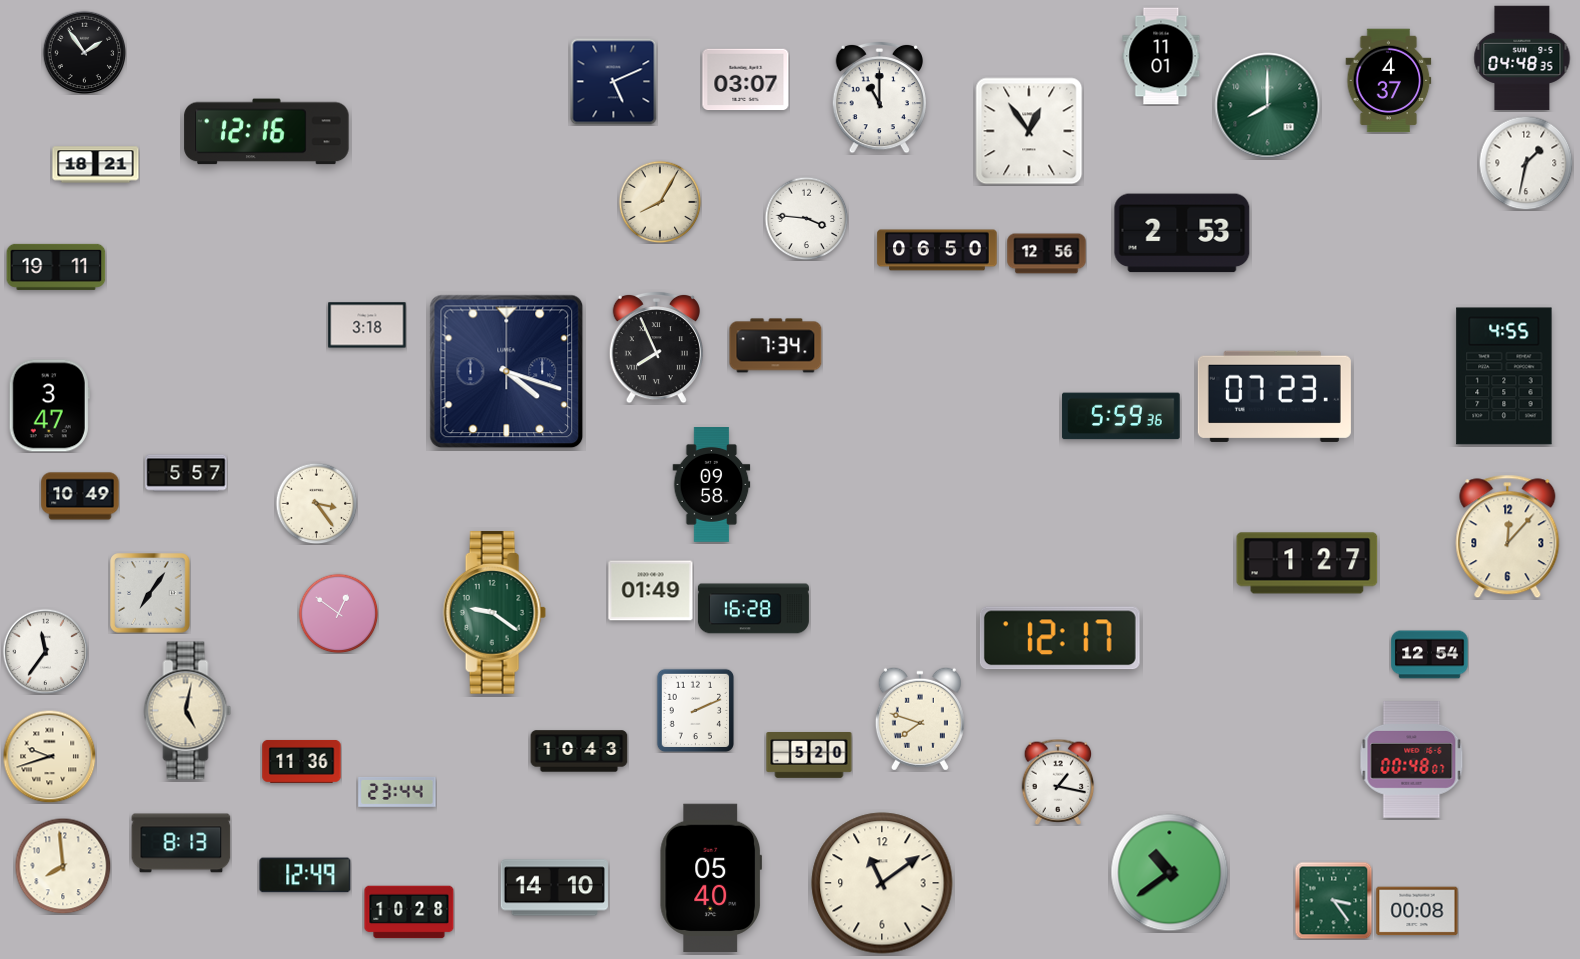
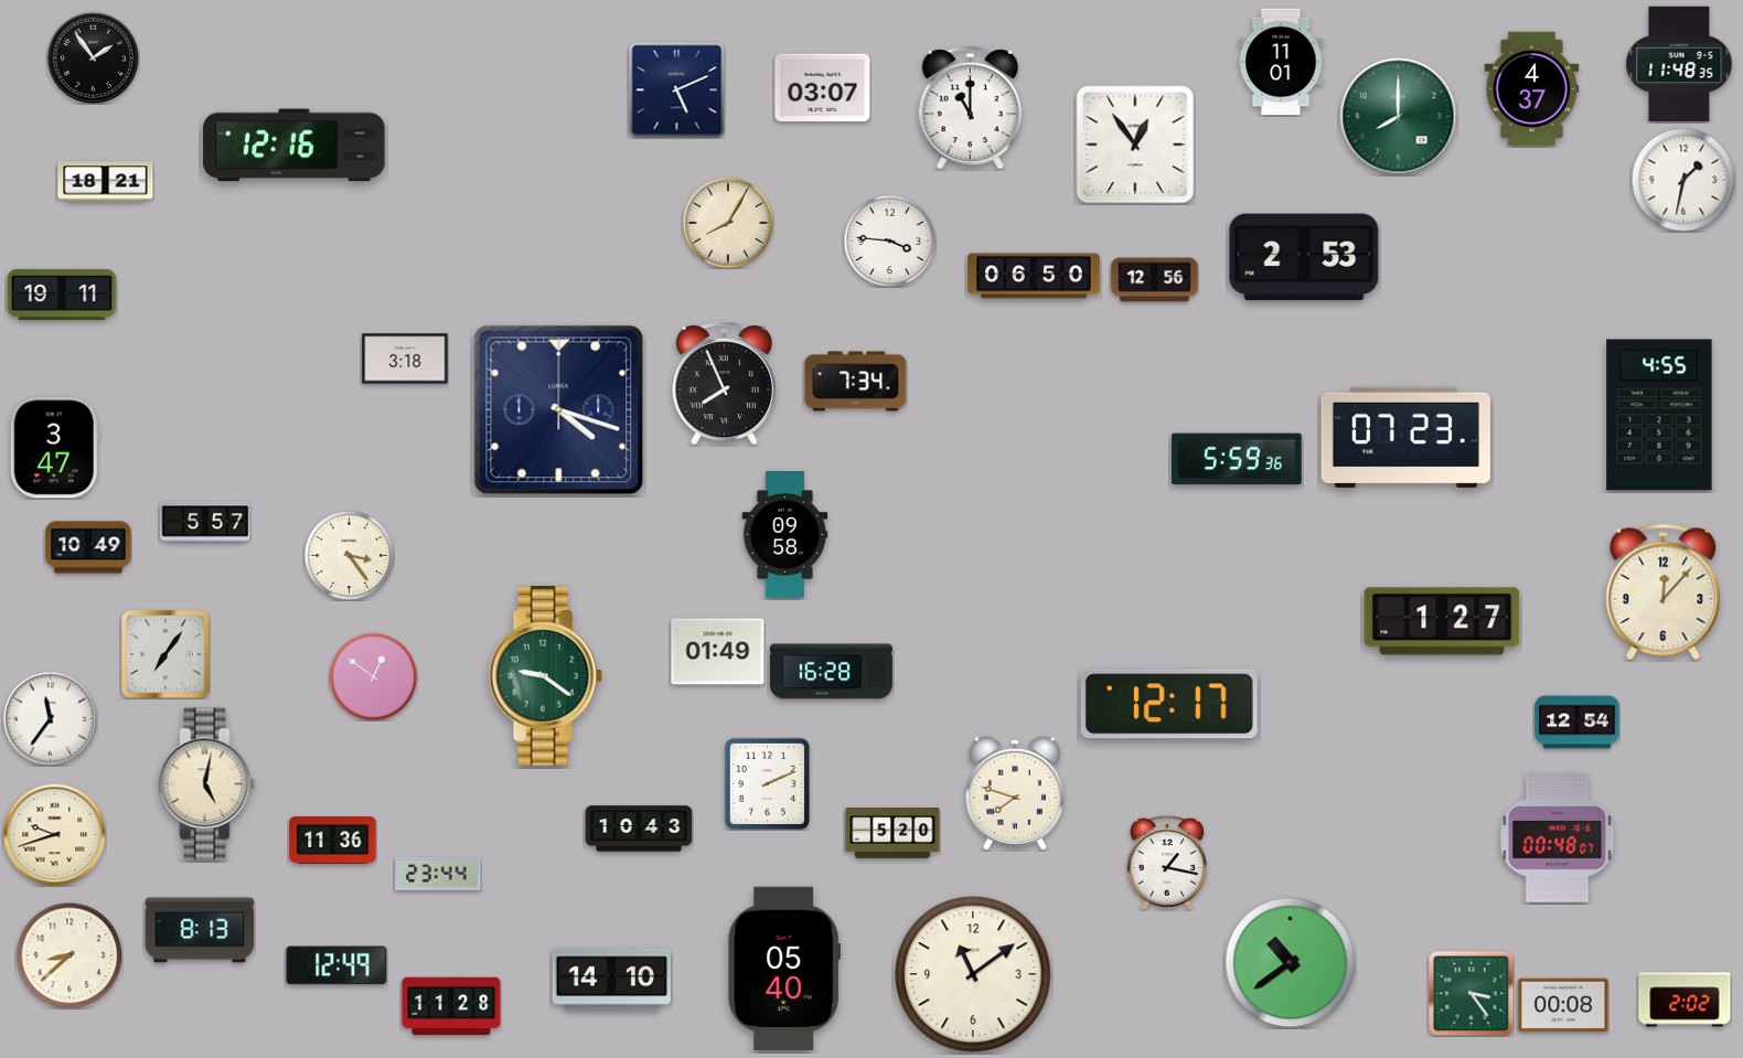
clock at (1522, 58): 04:48 -> 11:48
clock at (63, 866): 7:59 -> 8:38
clock at (1685, 1000): none -> 2:02
clock at (409, 912): 10:28 -> 11:28
